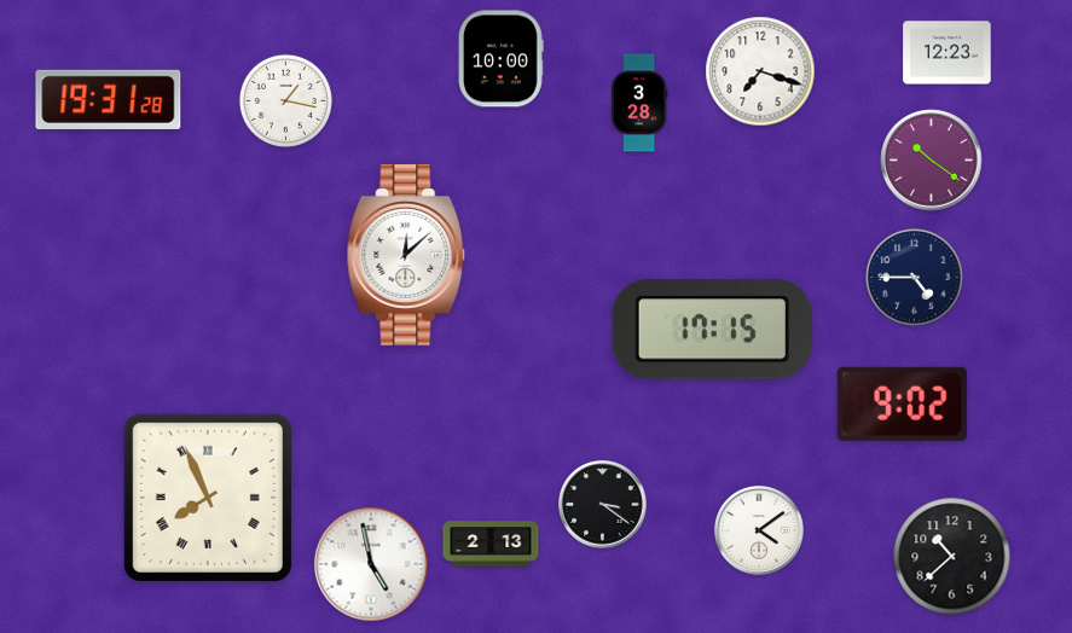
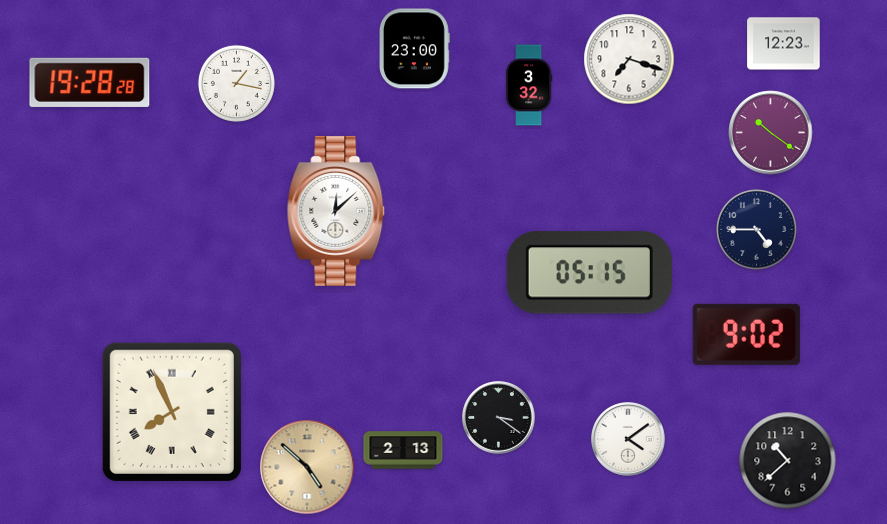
clock at (502, 59): 10:00 -> 23:00
clock at (109, 99): 19:31 -> 19:28
clock at (639, 103): 3:28 -> 3:32
clock at (712, 330): 17:15 -> 05:15
clock at (491, 544) position: (491, 544) -> (403, 450)
clock at (371, 564): 4:58 -> 4:52
clock at (371, 564) dial: white -> champagne
